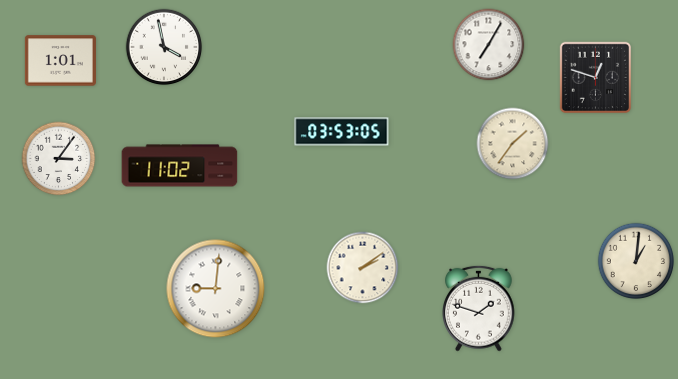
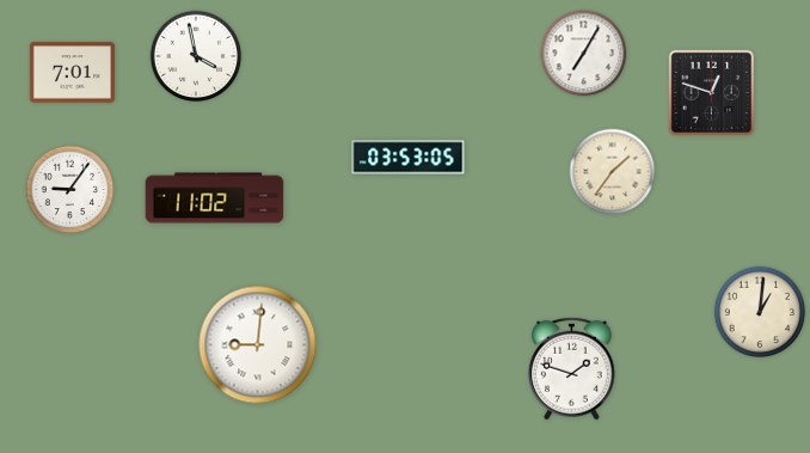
clock at (60, 61): 1:01 -> 7:01
clock at (59, 159): 3:06 -> 9:06
clock at (363, 268): 2:09 -> none
